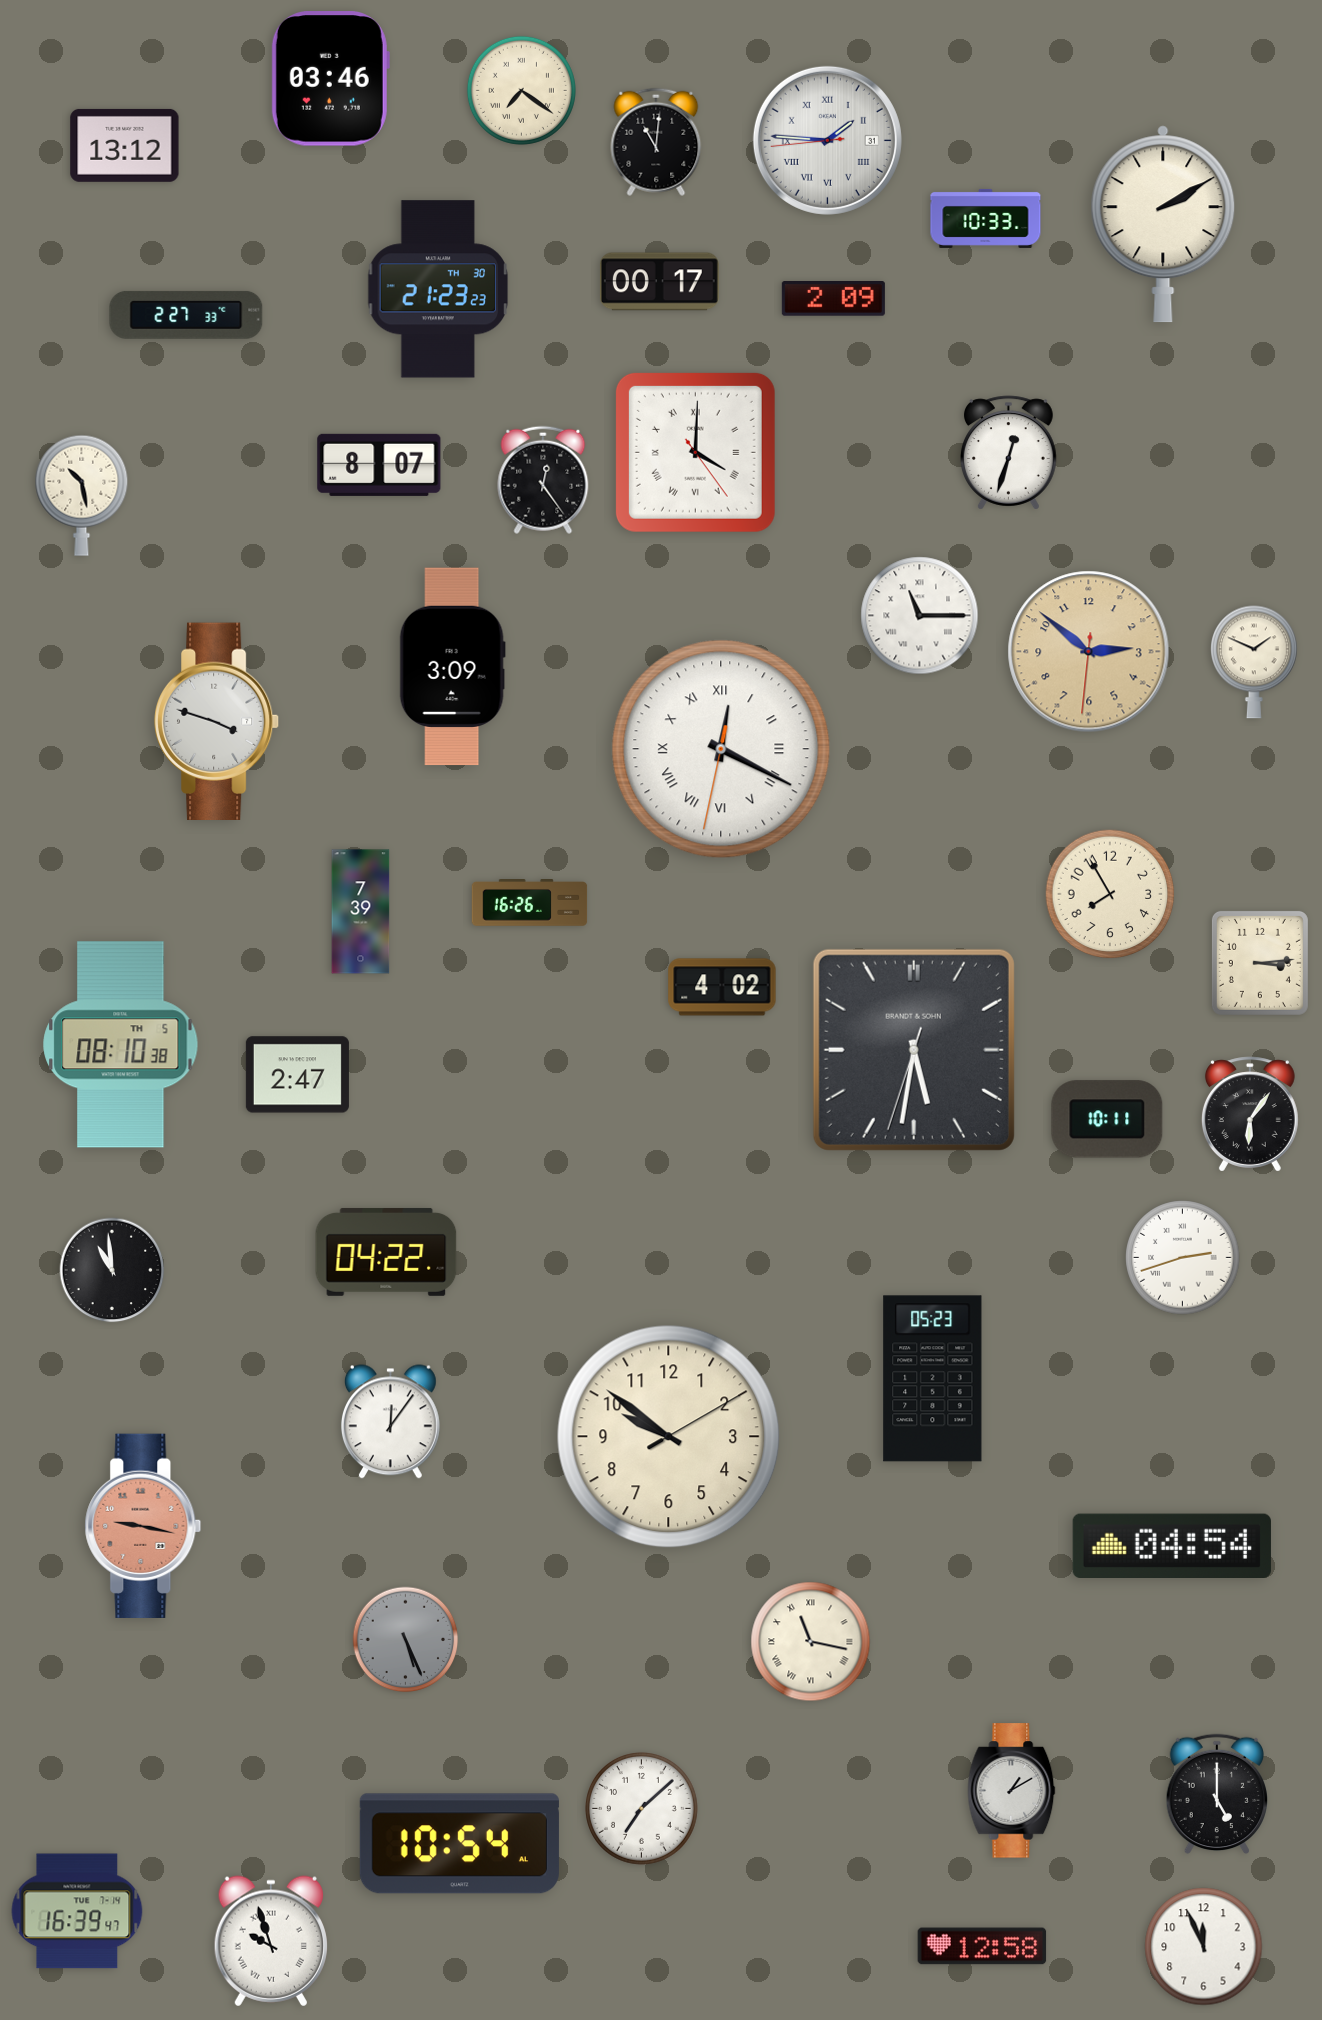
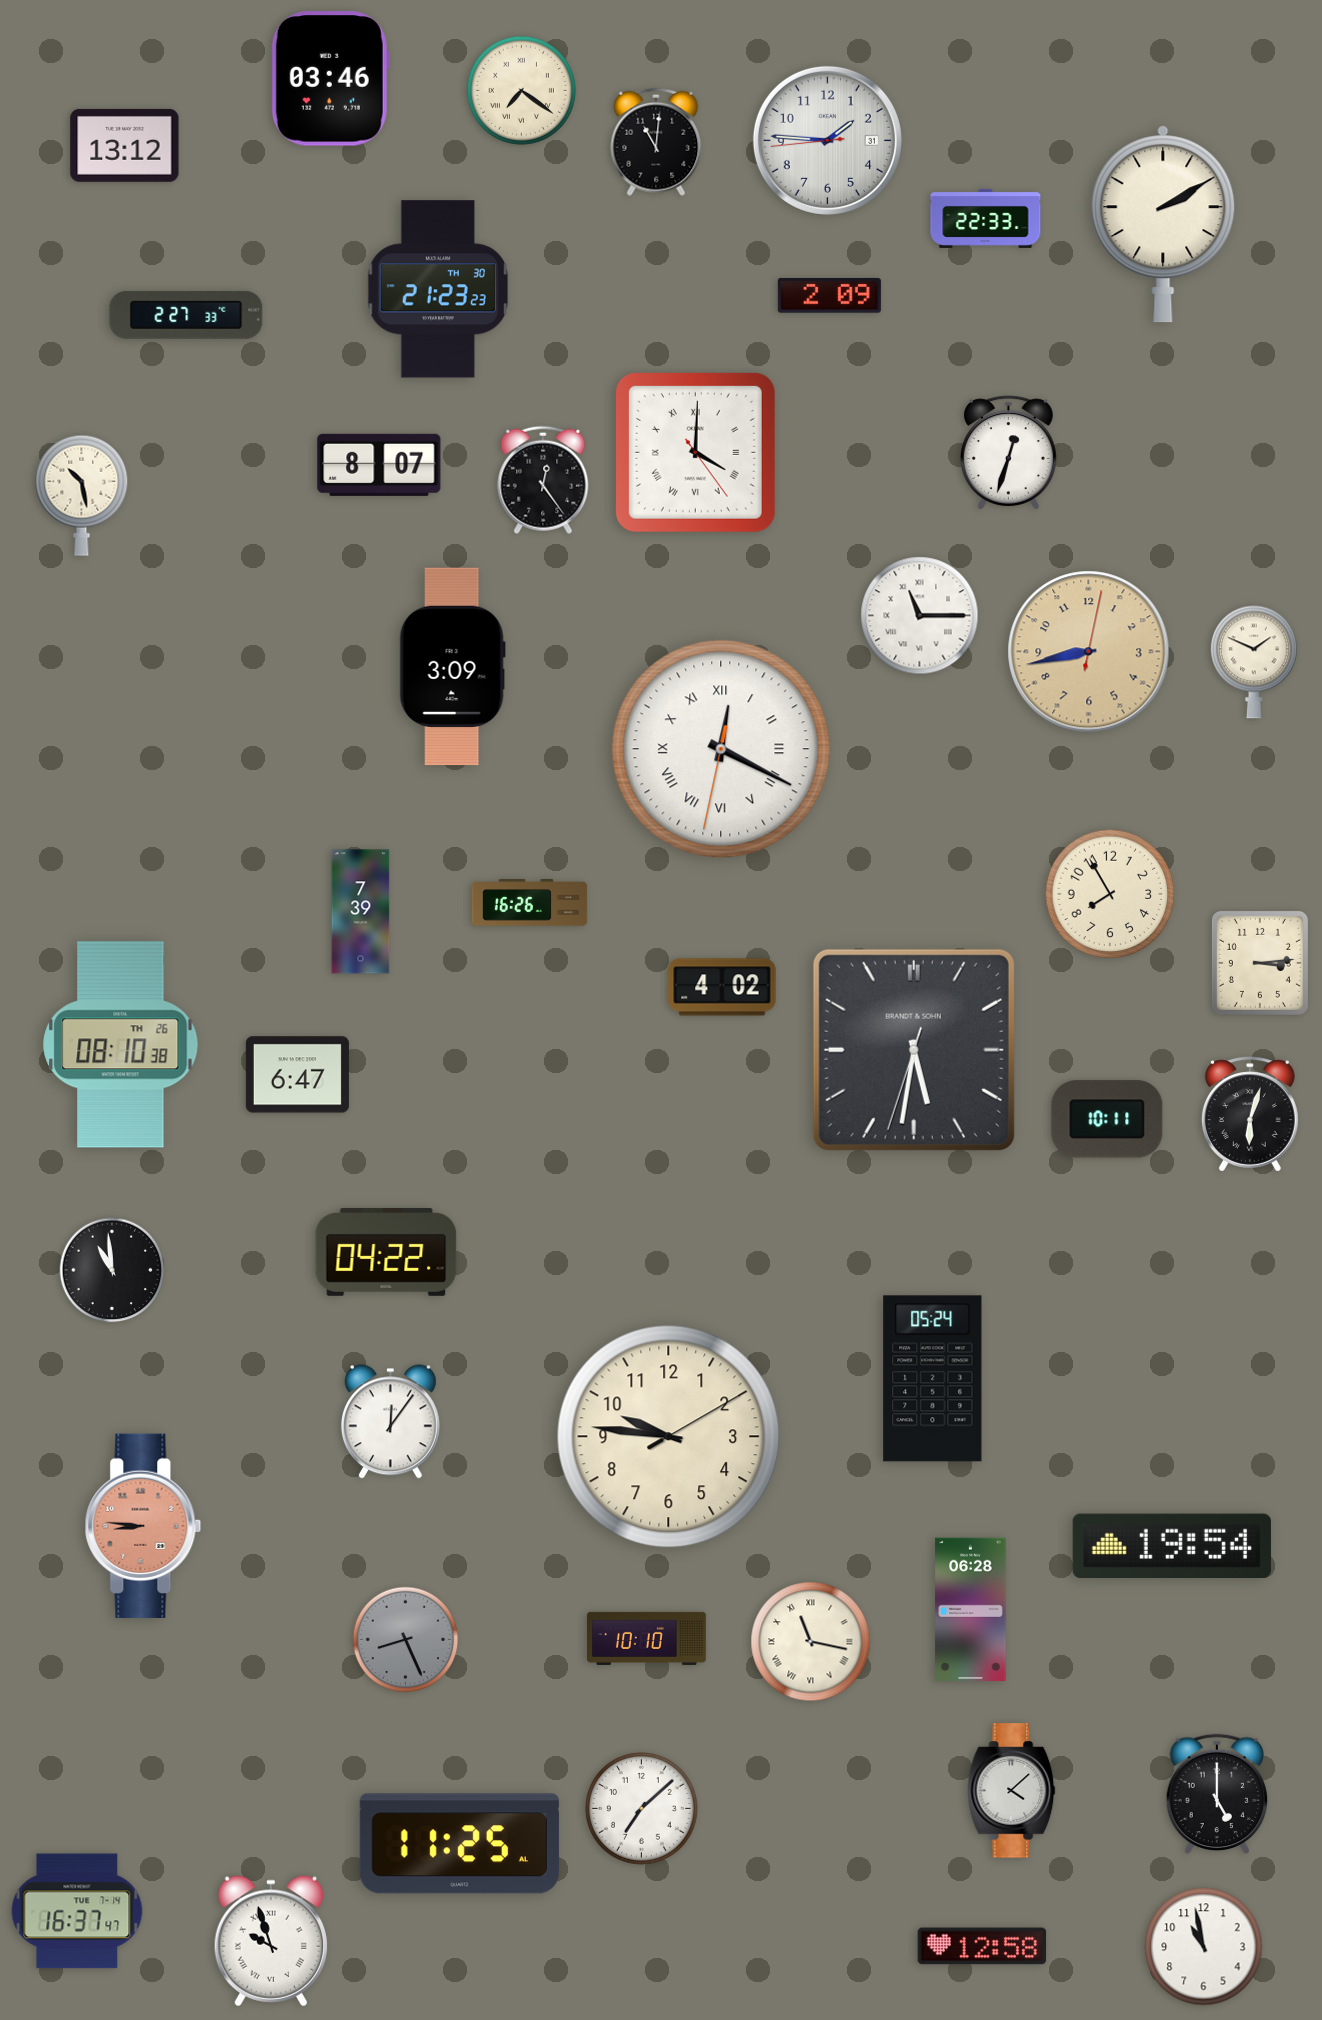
clock at (827, 140) numerals: Roman -> Arabic
clock at (986, 218): 10:33 -> 22:33
clock at (659, 282): 00:17 -> none
clock at (833, 299) position: (833, 299) -> (829, 296)
clock at (1089, 652): 2:51 -> 8:43
clock at (217, 721): 3:48 -> none
clock at (121, 1045) date: TH 5 -> TH 26
clock at (297, 1075): 2:47 -> 6:47
clock at (1250, 1114): 6:06 -> 6:03
clock at (1183, 1258): 2:42 -> none
clock at (933, 1379): 05:23 -> 05:24
clock at (669, 1437): 9:51 -> 9:46
clock at (143, 1526): 9:17 -> 8:46
clock at (1172, 1545): 04:54 -> 19:54
clock at (971, 1609): none -> 06:28
clock at (647, 1638): none -> 10:10
clock at (406, 1640): 5:26 -> 8:26
clock at (1012, 1791): 1:10 -> 4:08
clock at (459, 1844): 10:54 -> 11:25
clock at (77, 1911): 16:39 -> 16:37
clock at (1204, 1947): 11:56 -> 10:58
